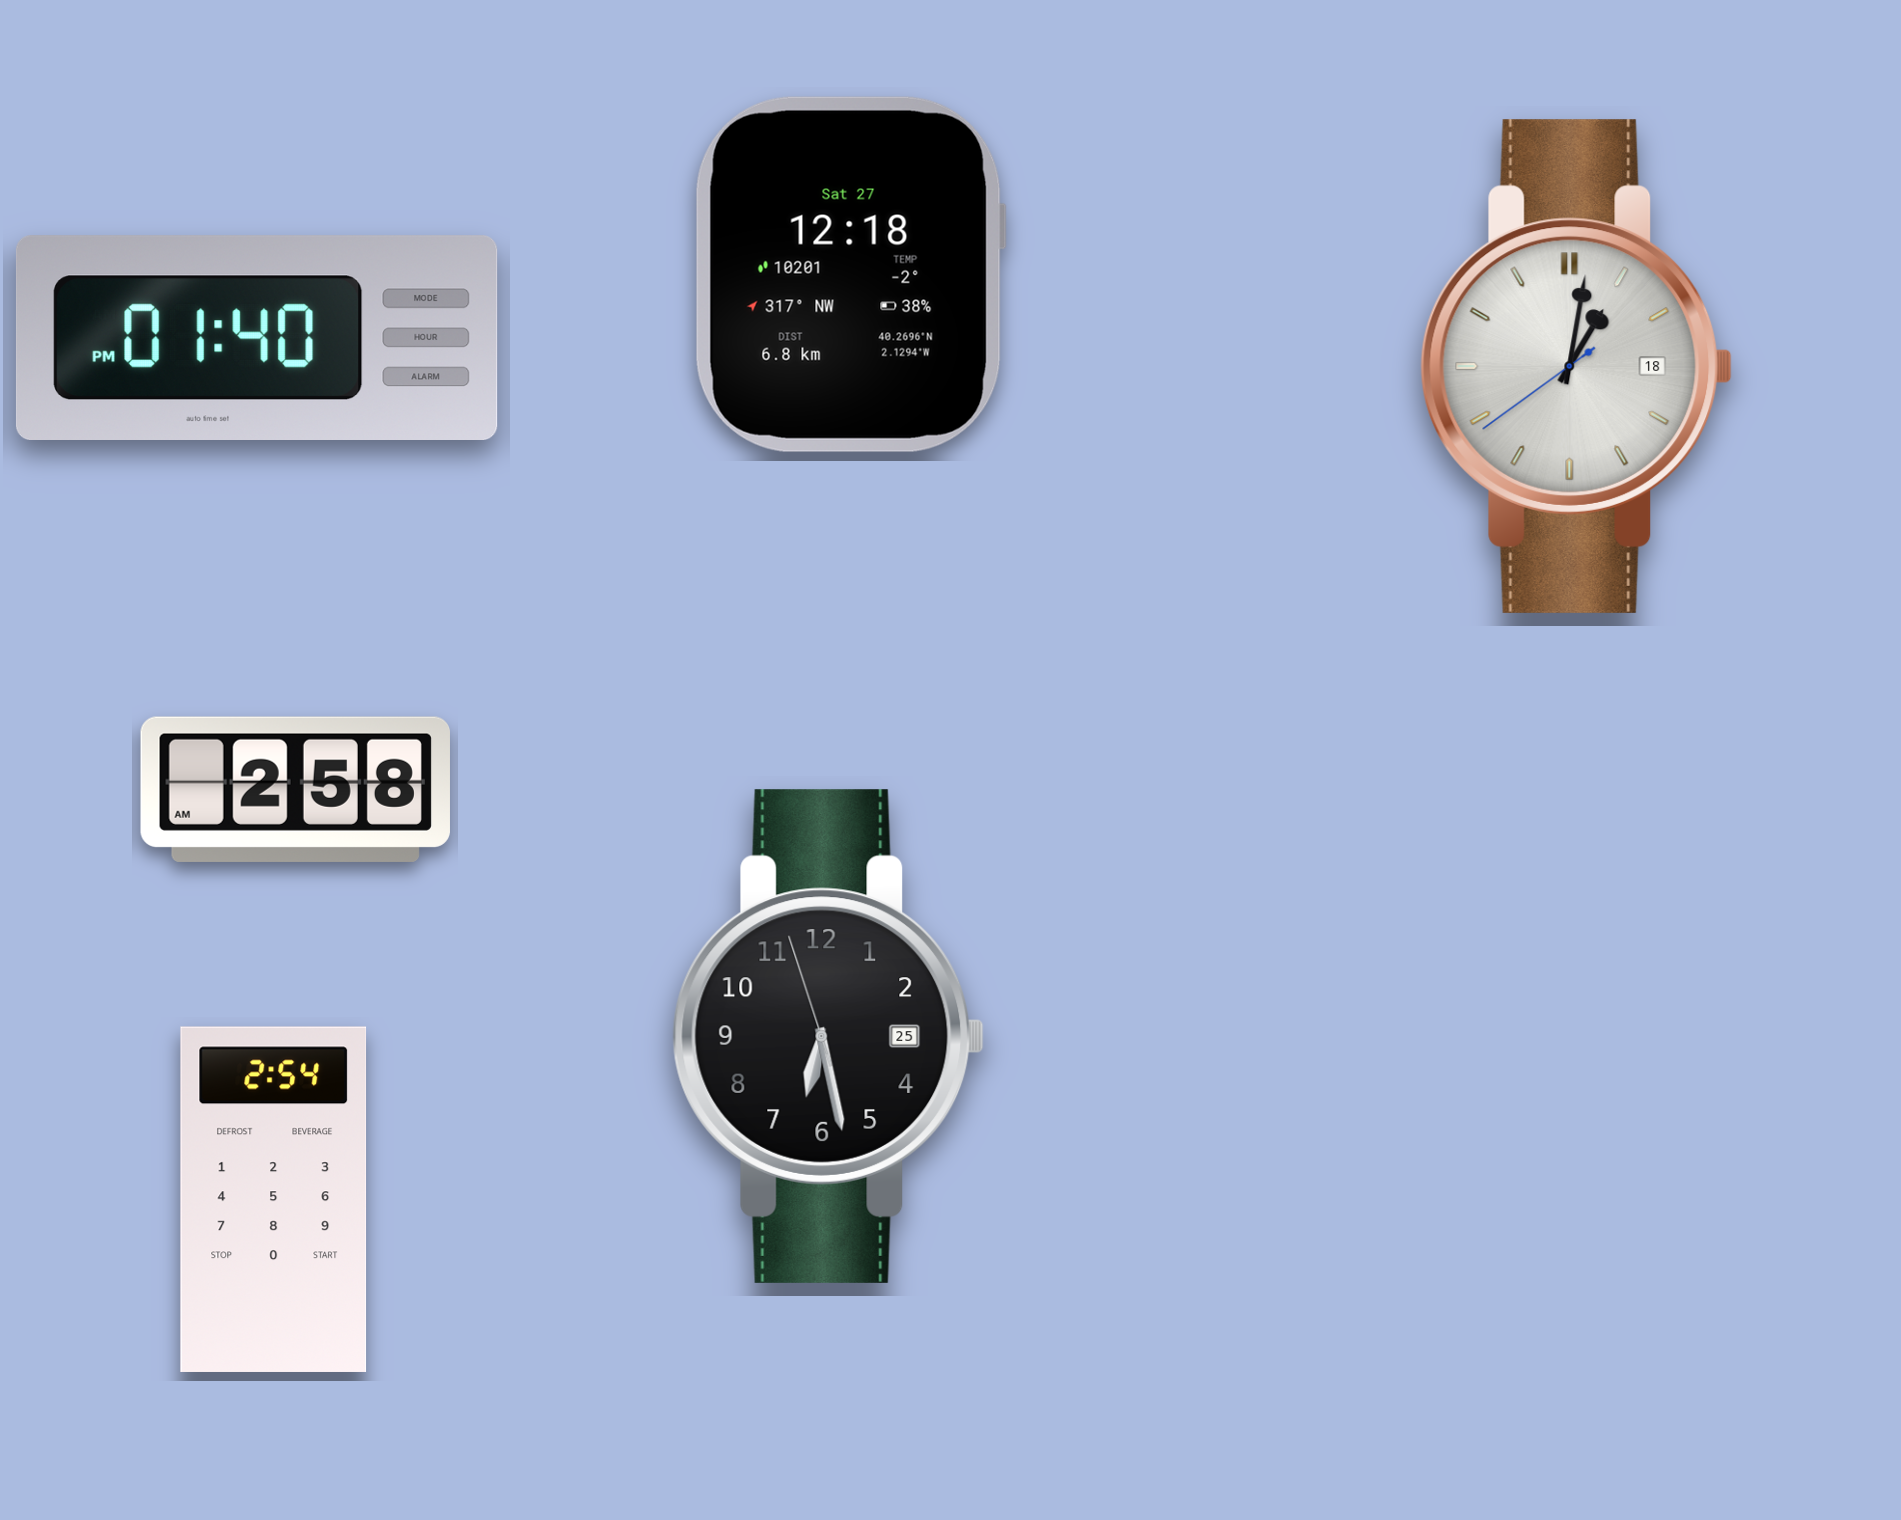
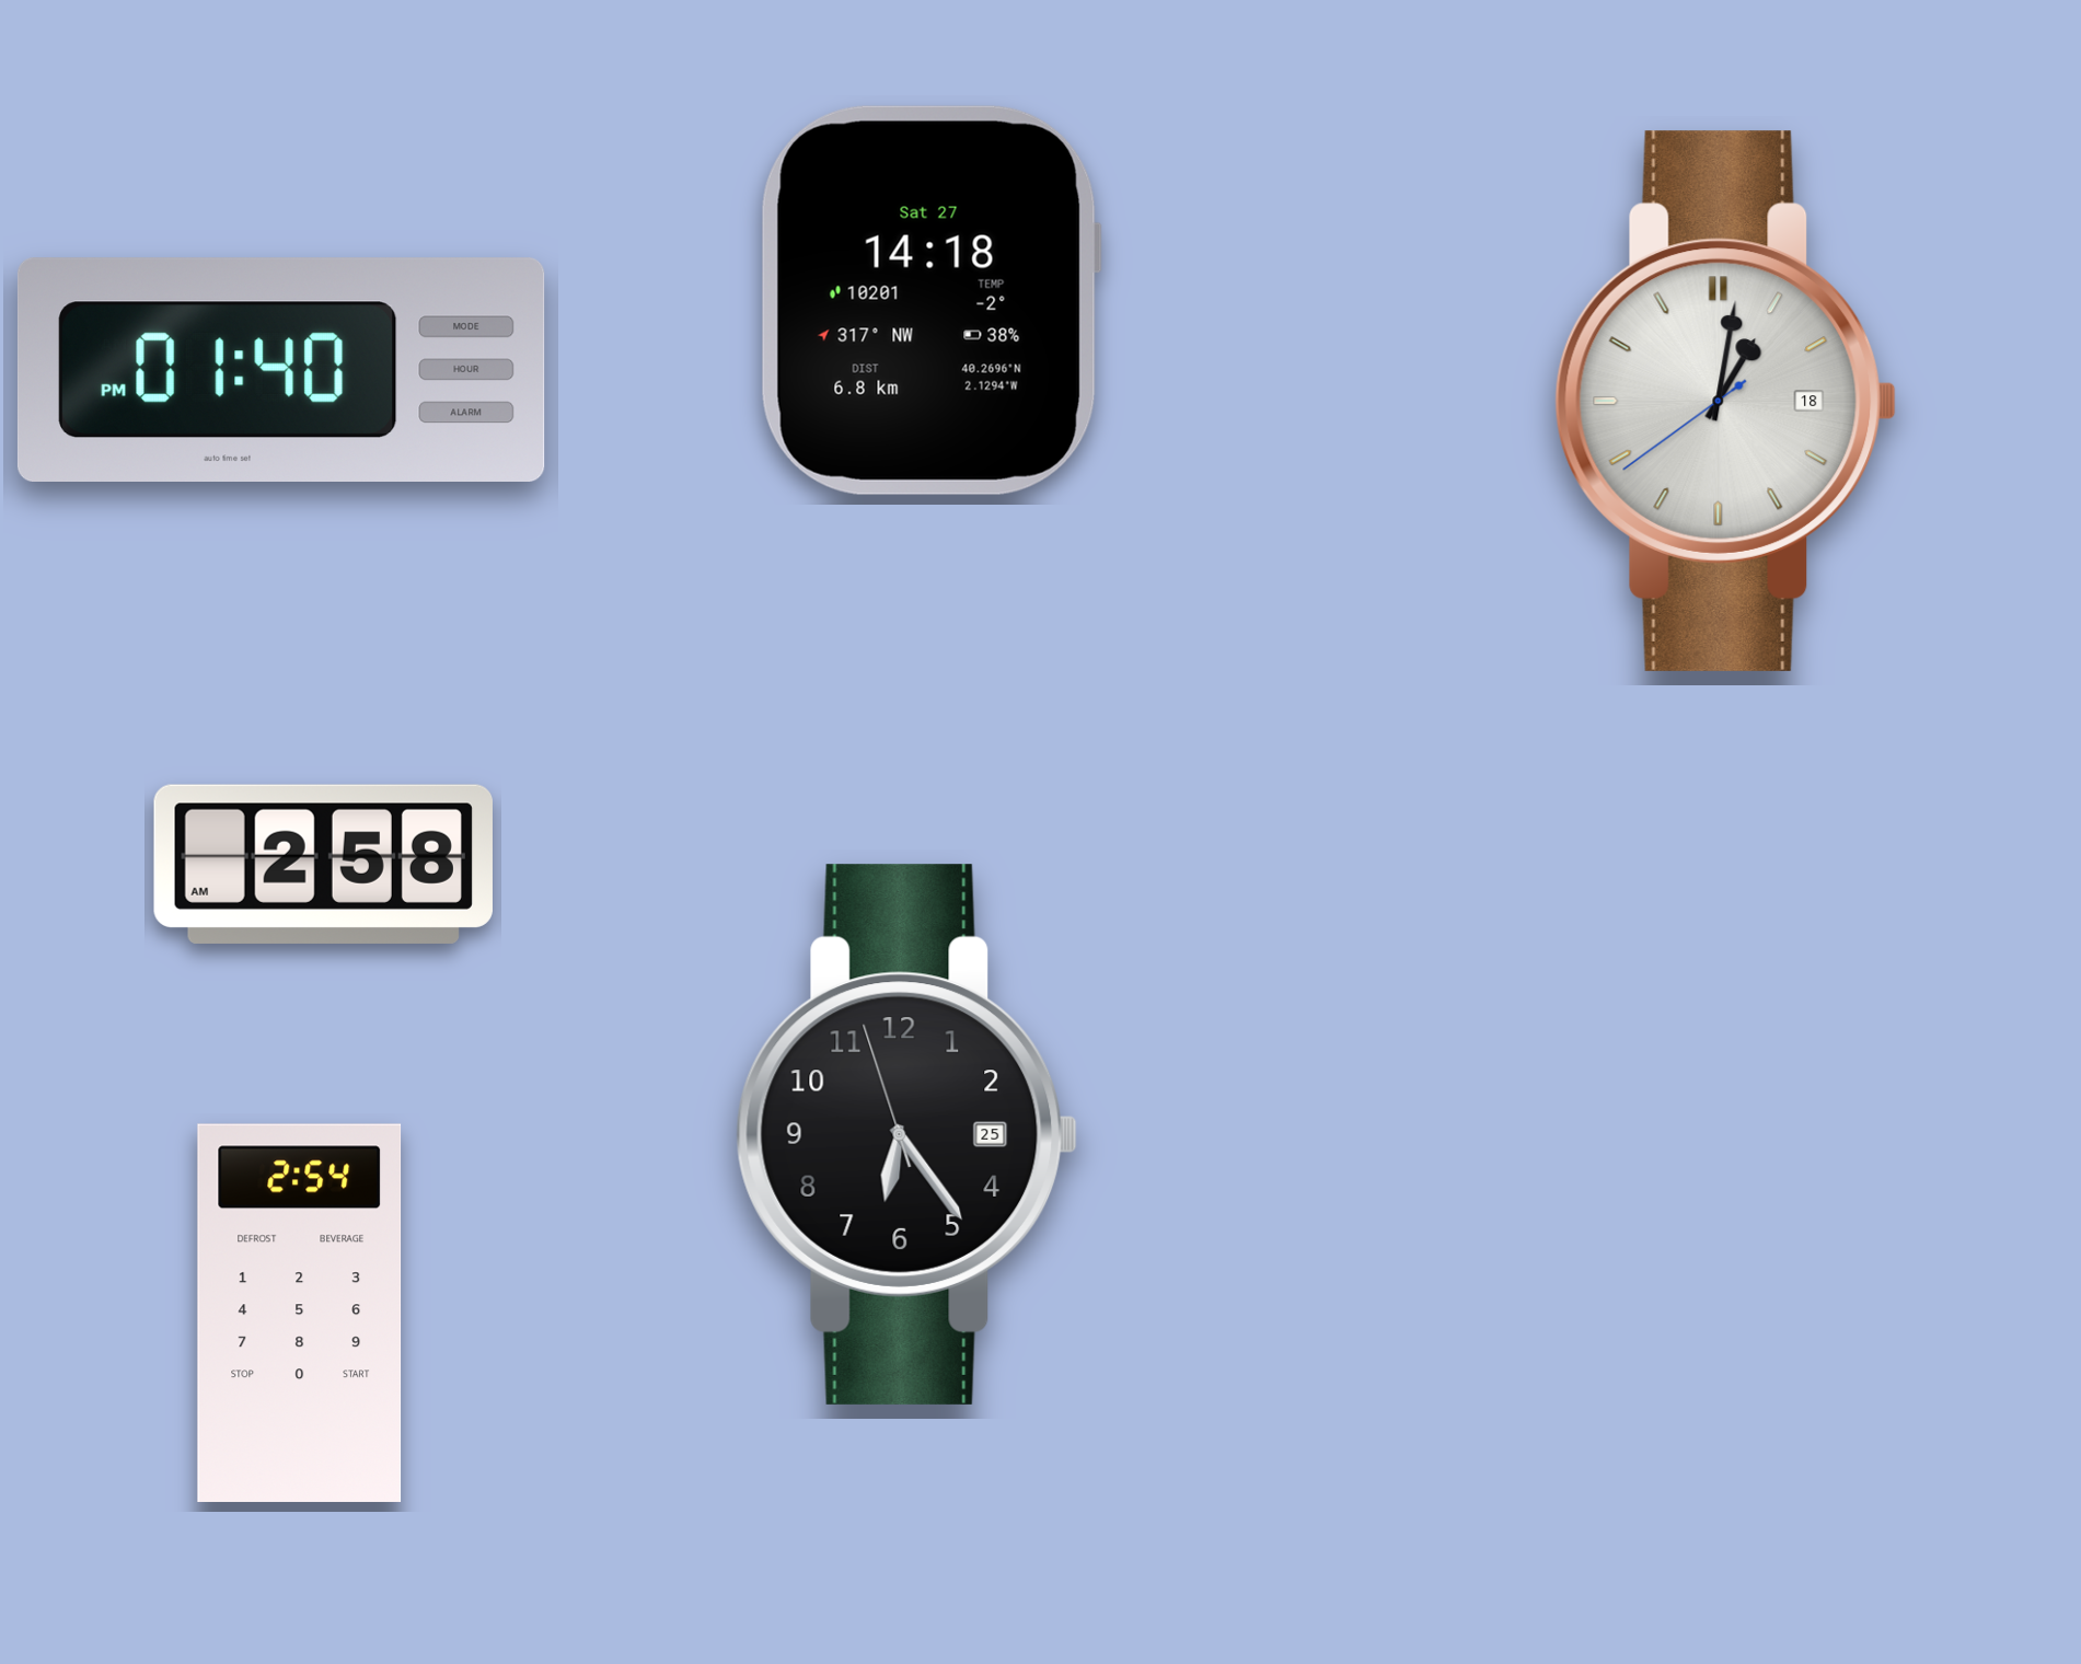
clock at (850, 274): 12:18 -> 14:18
clock at (829, 1036): 6:27 -> 6:23
